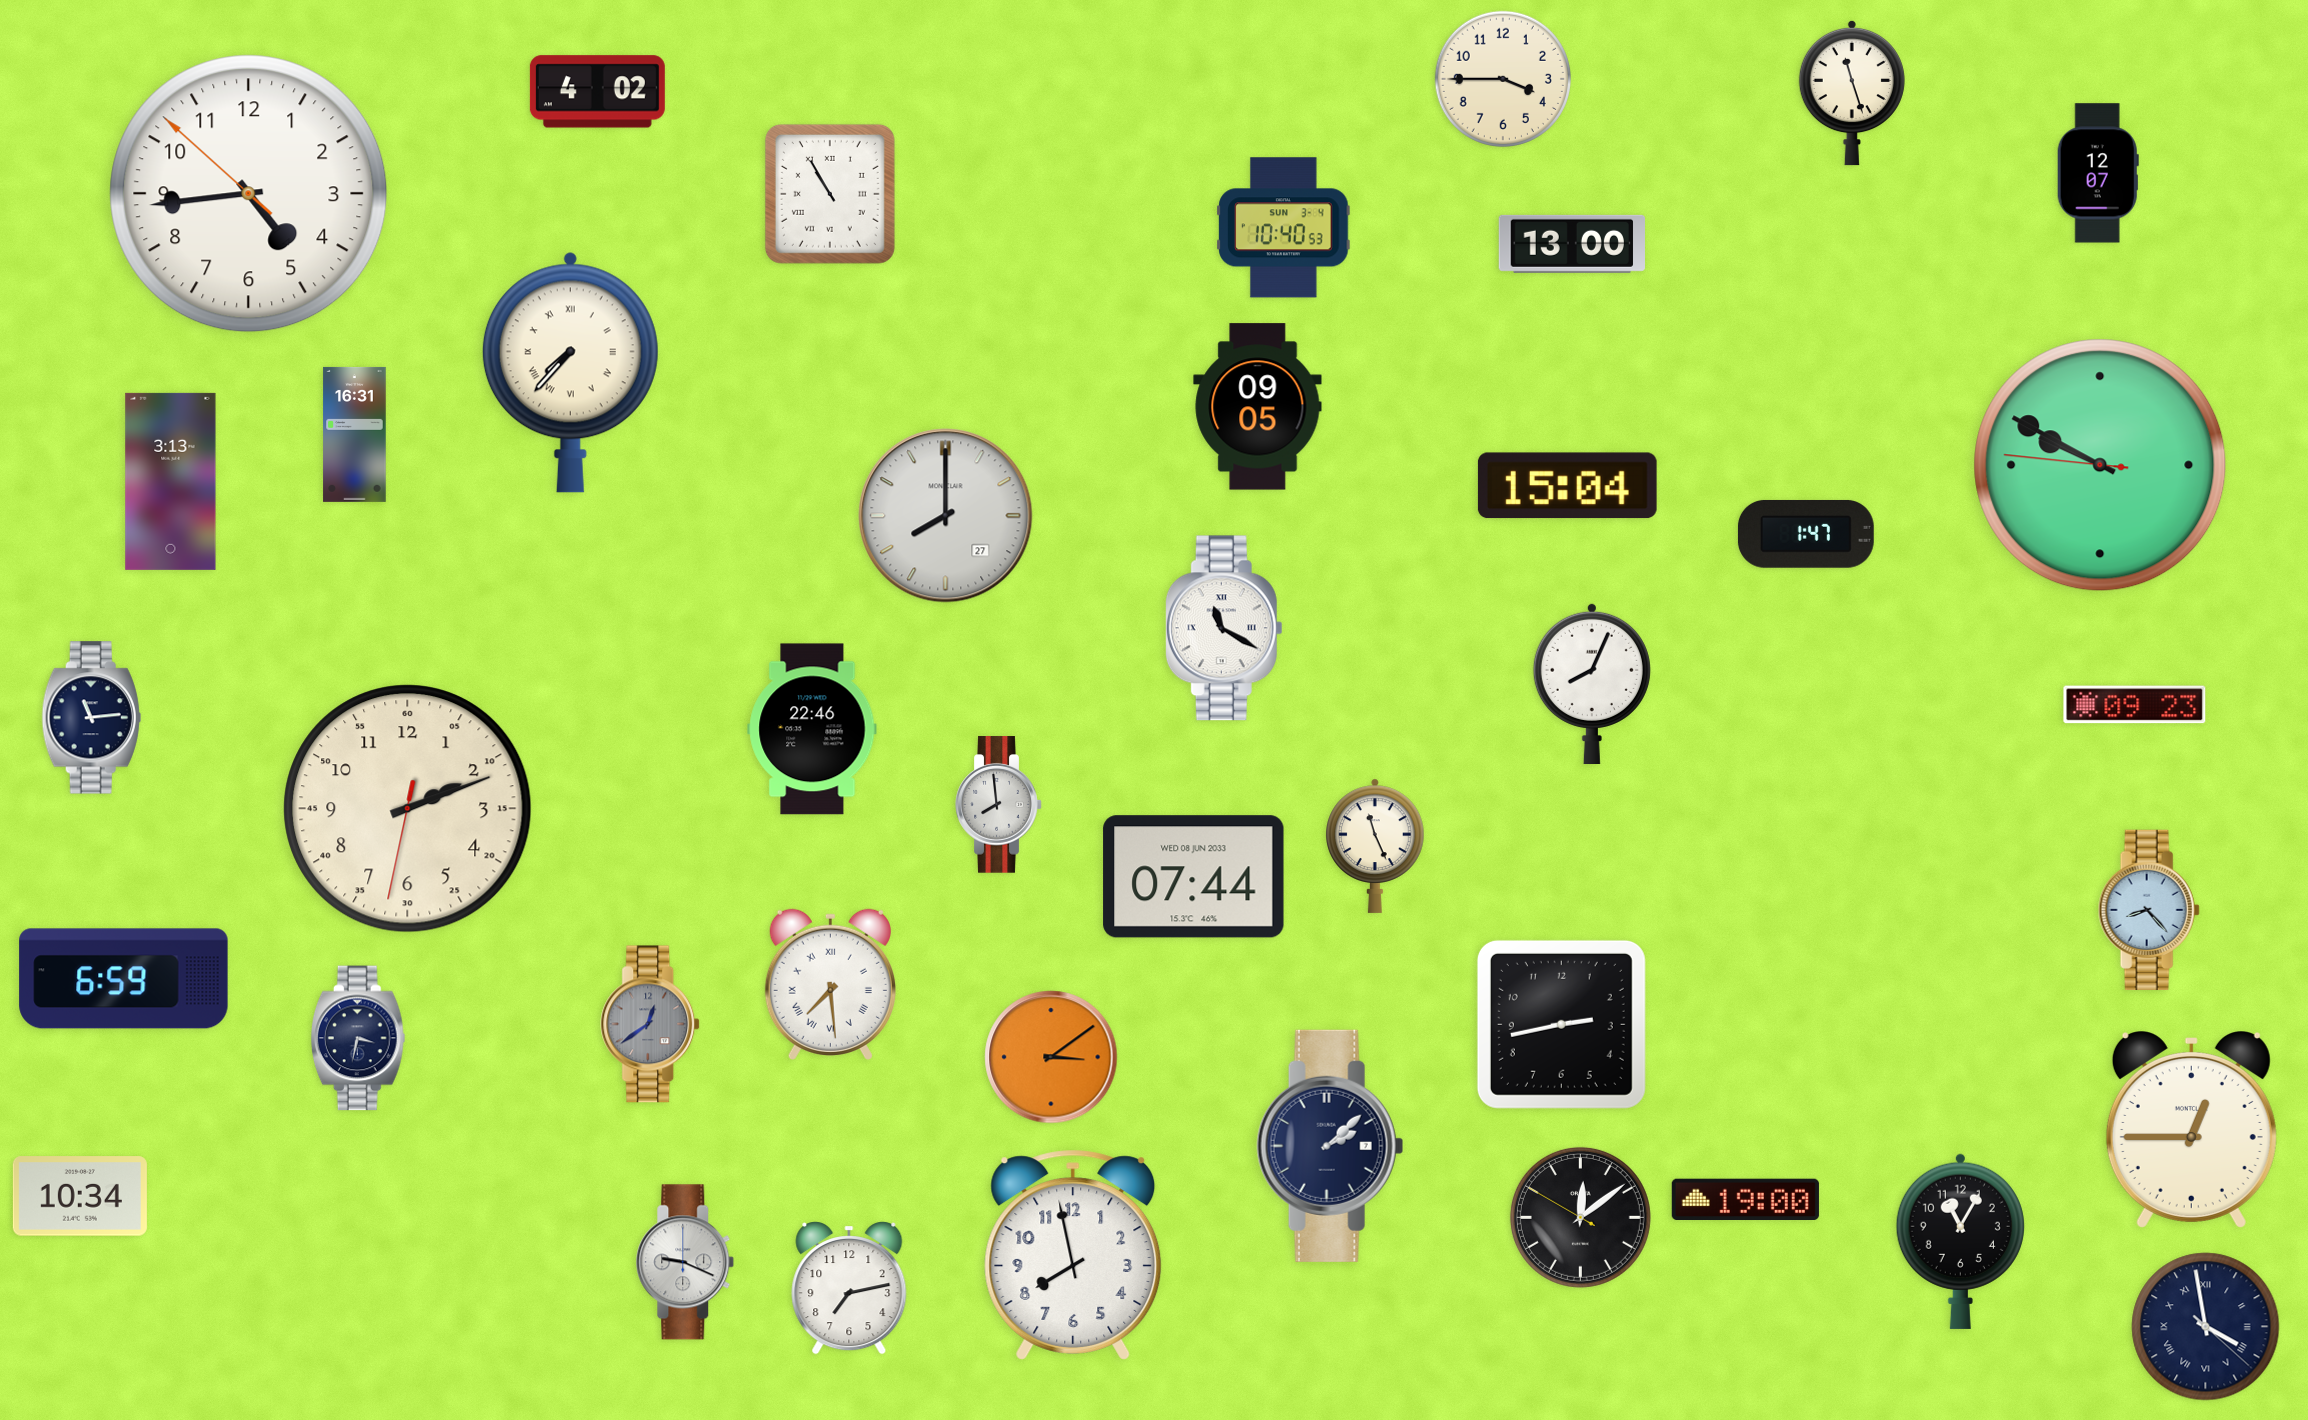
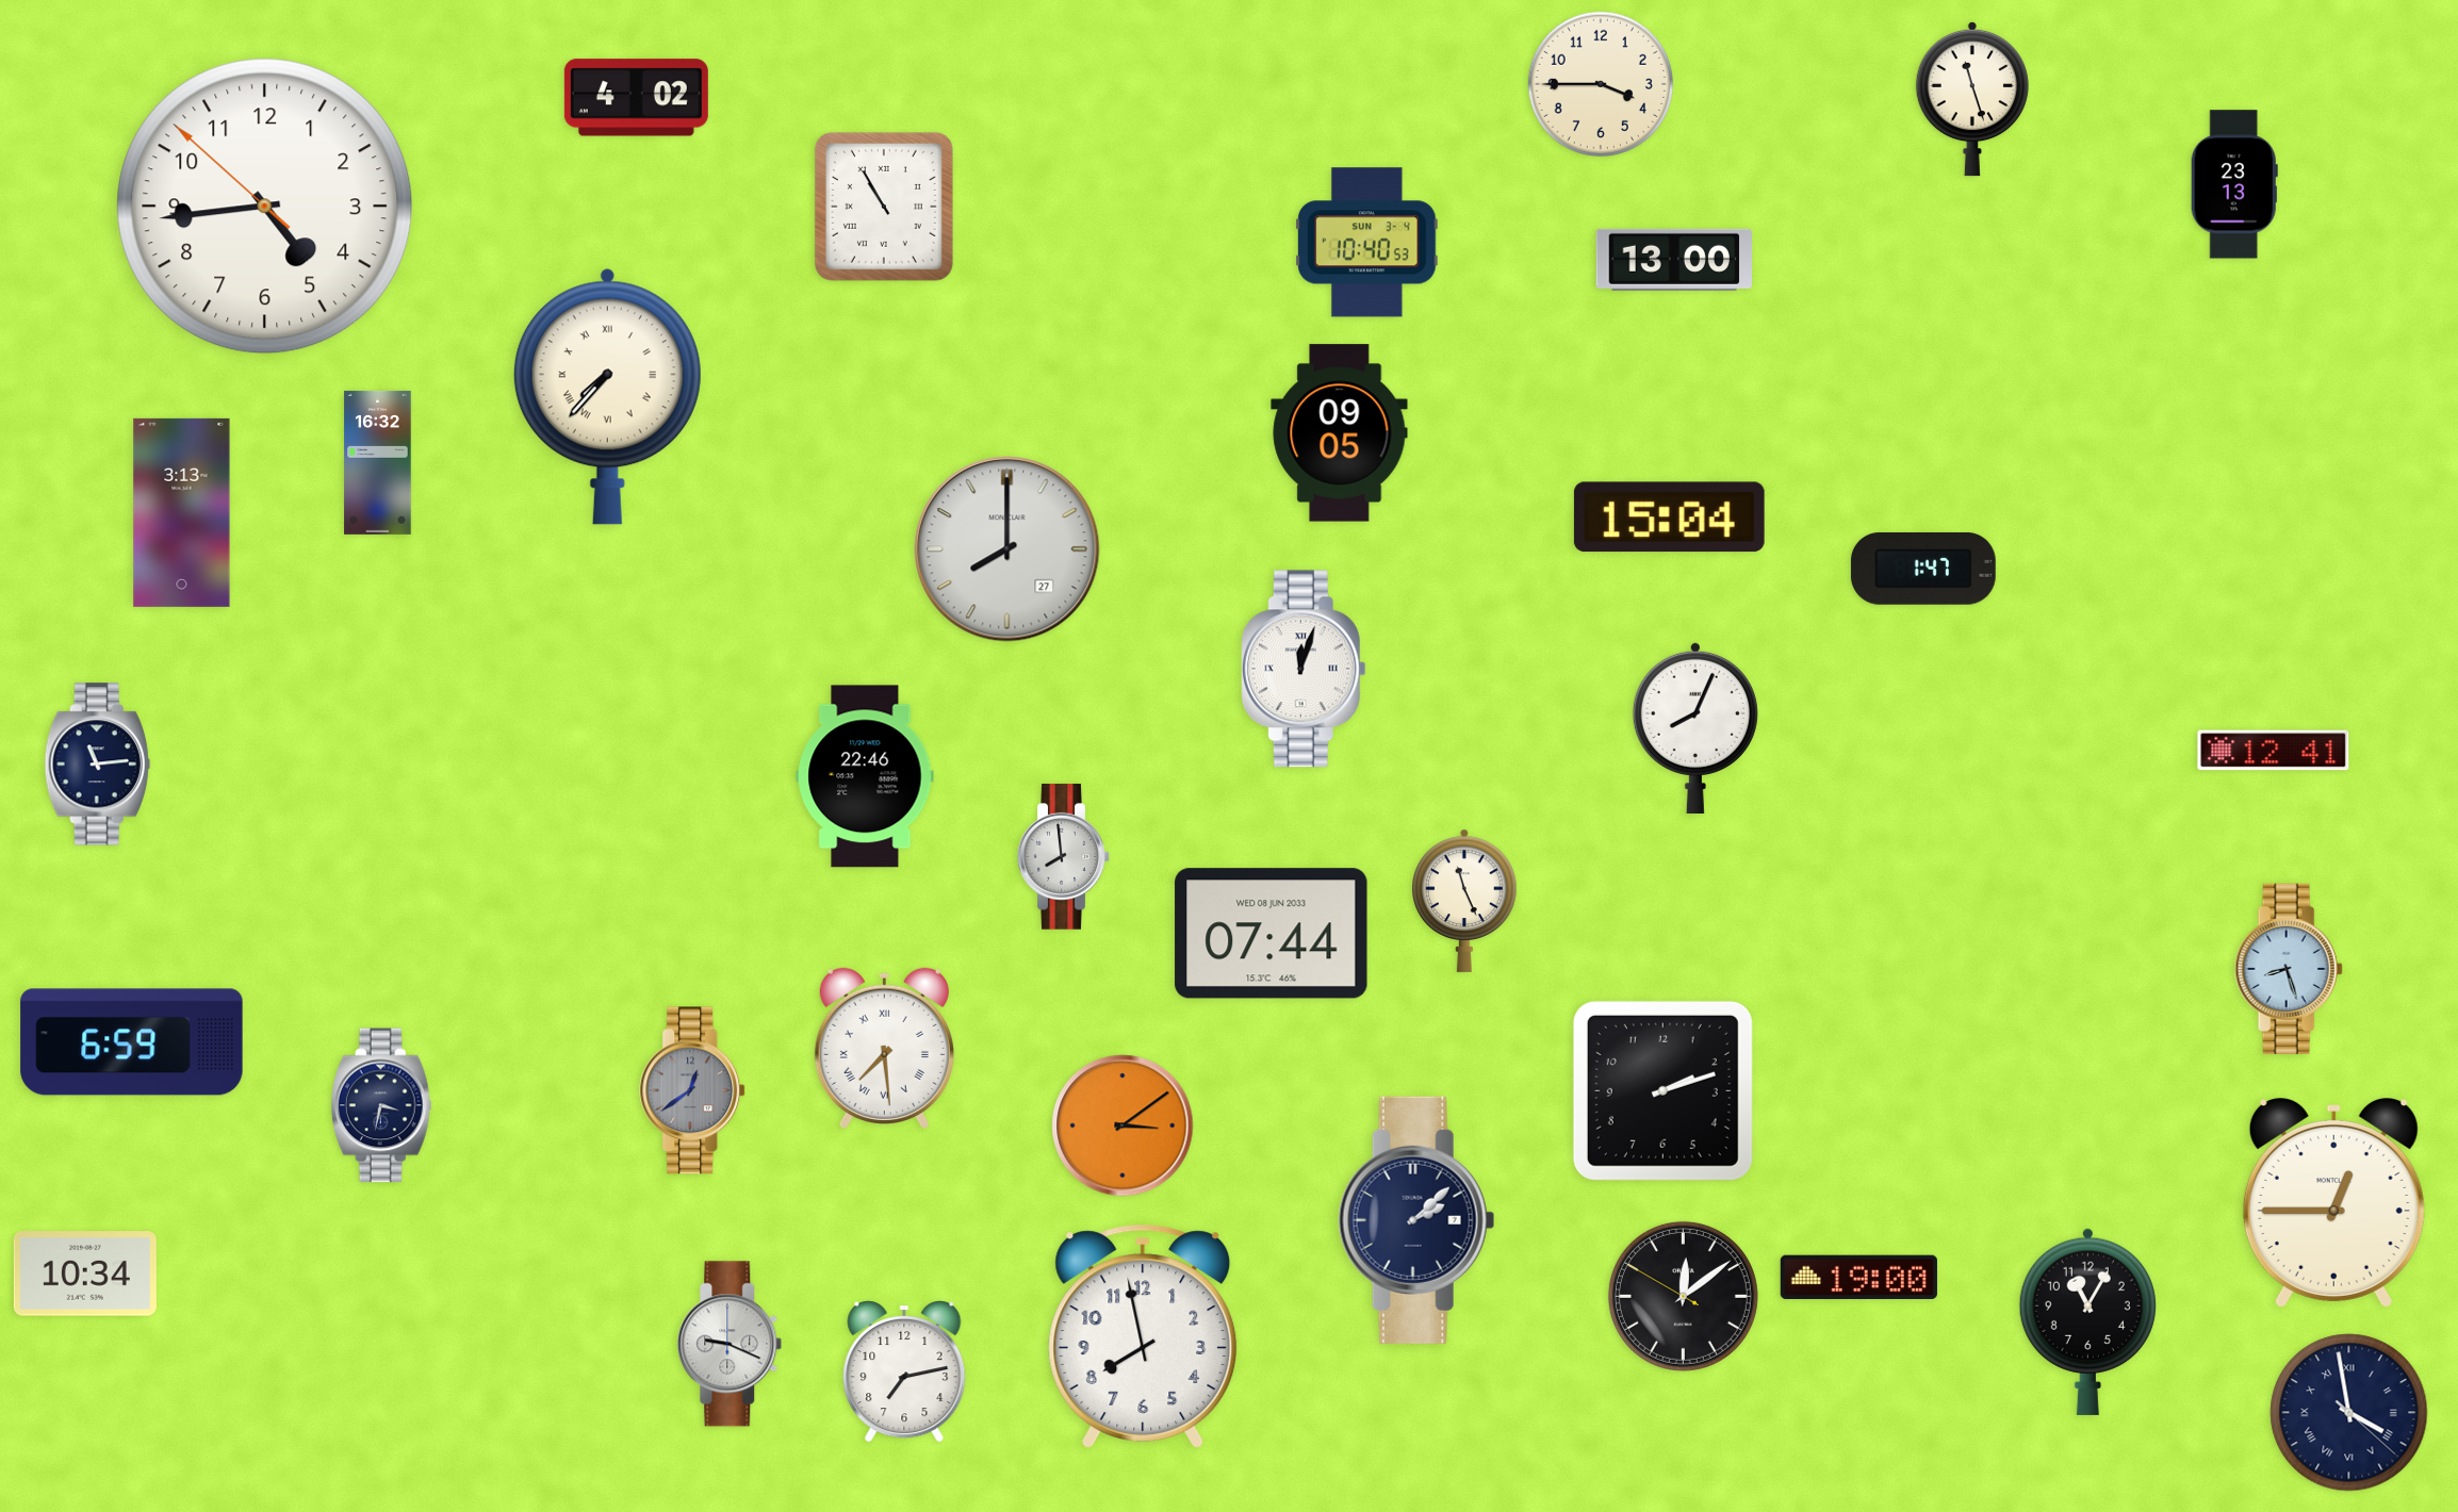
clock at (2098, 173): 12:07 -> 23:13
clock at (355, 434): 16:31 -> 16:32
clock at (2100, 465): 9:49 -> none
clock at (1224, 628): 11:20 -> 12:03
clock at (2135, 705): 09:23 -> 12:41
clock at (408, 809): 2:11 -> none
clock at (2149, 909): 8:23 -> 8:27
clock at (1561, 1024): 2:43 -> 2:12
clock at (1051, 1057) position: (1051, 1057) -> (1123, 1125)
